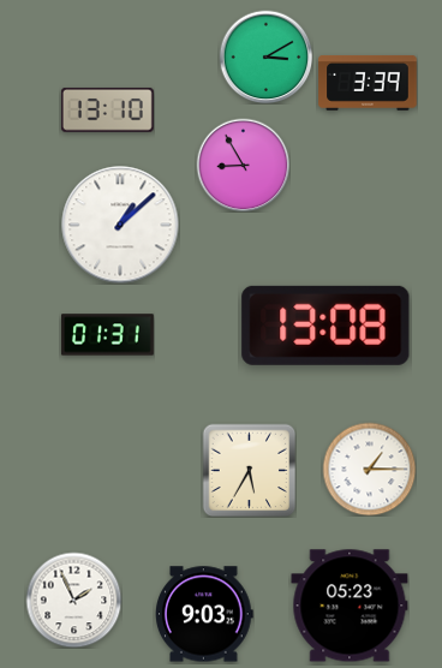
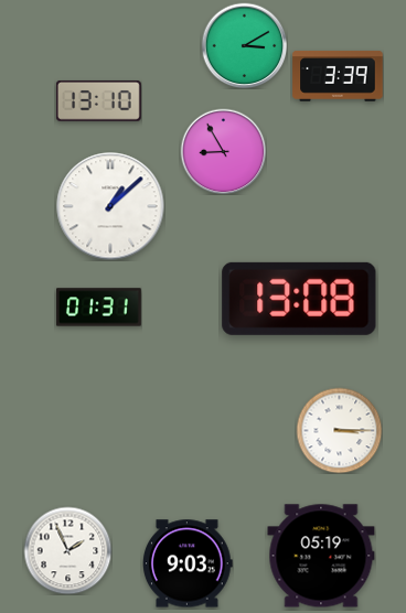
clock at (265, 56) position: (265, 56) -> (244, 45)
clock at (369, 469): 1:15 -> 3:15
clock at (249, 470): 5:35 -> none
clock at (350, 606): 05:23 -> 05:19
